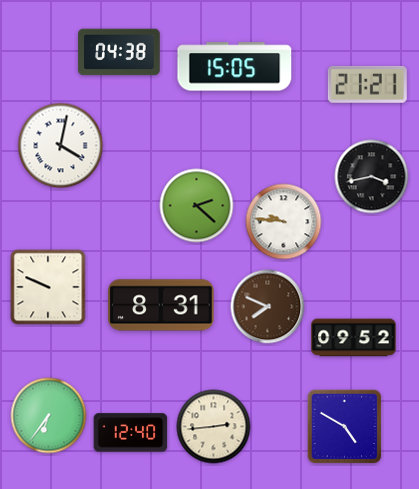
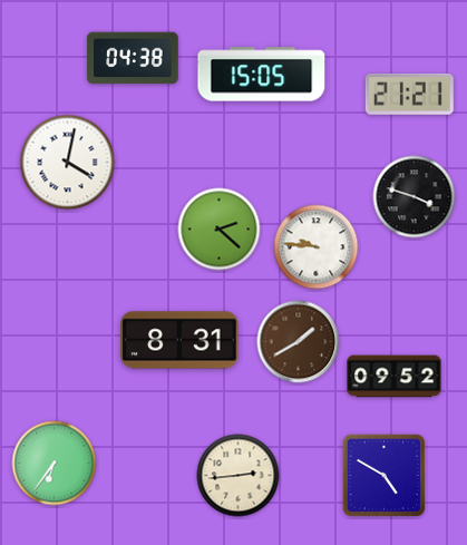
clock at (372, 177): 3:43 -> 3:48
clock at (48, 287): 9:49 -> none
clock at (268, 307): 7:49 -> 1:40
clock at (131, 433): 12:40 -> none
